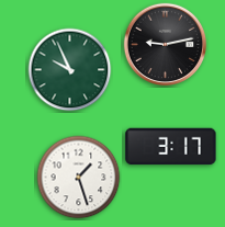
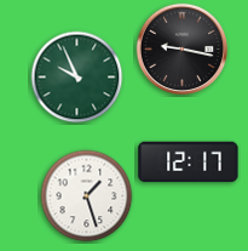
clock at (166, 45): 9:13 -> 9:17
clock at (171, 147): 3:17 -> 12:17
